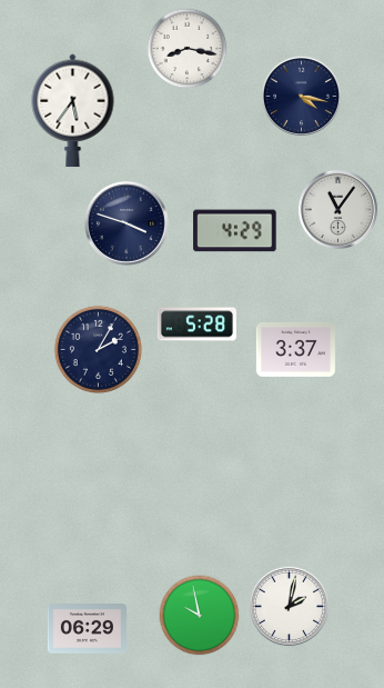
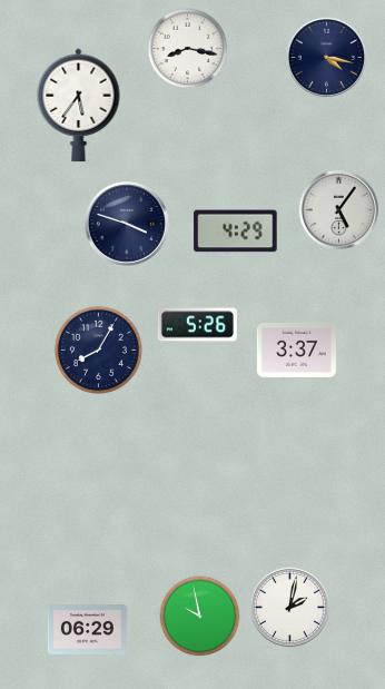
clock at (301, 96) position: (301, 96) -> (326, 57)
clock at (73, 111) position: (73, 111) -> (79, 106)
clock at (337, 209): 11:06 -> 5:06
clock at (196, 325): 5:28 -> 5:26
clock at (98, 349): 2:05 -> 8:05
